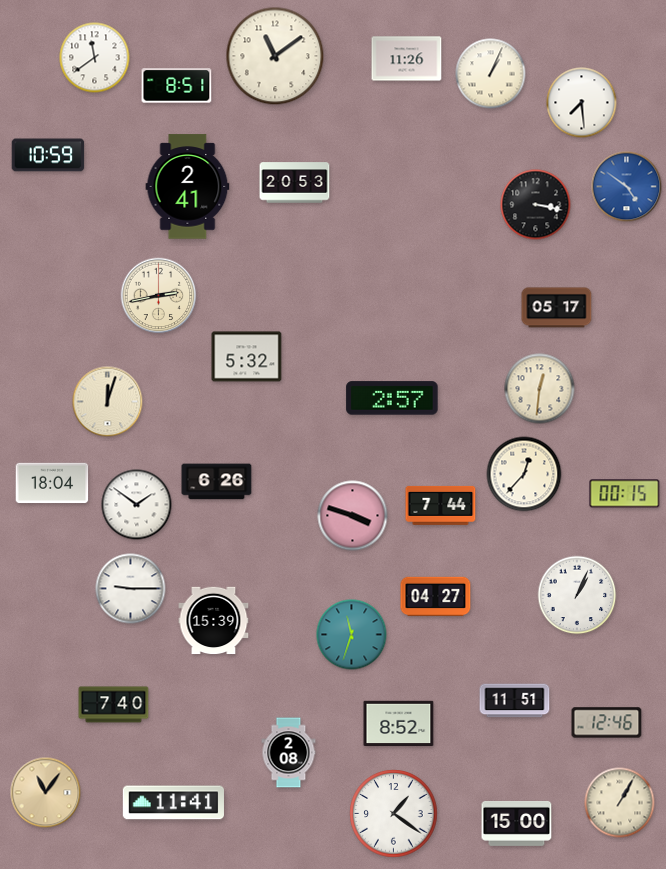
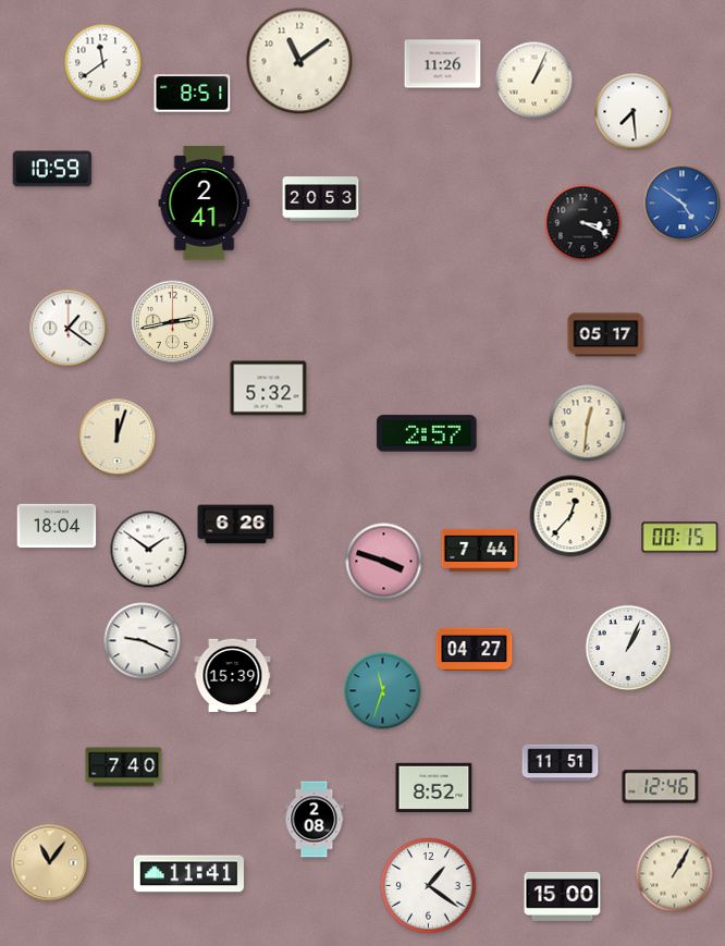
clock at (536, 205): 3:17 -> 3:19
clock at (69, 329): none -> 1:21
clock at (131, 589): 9:15 -> 9:19
